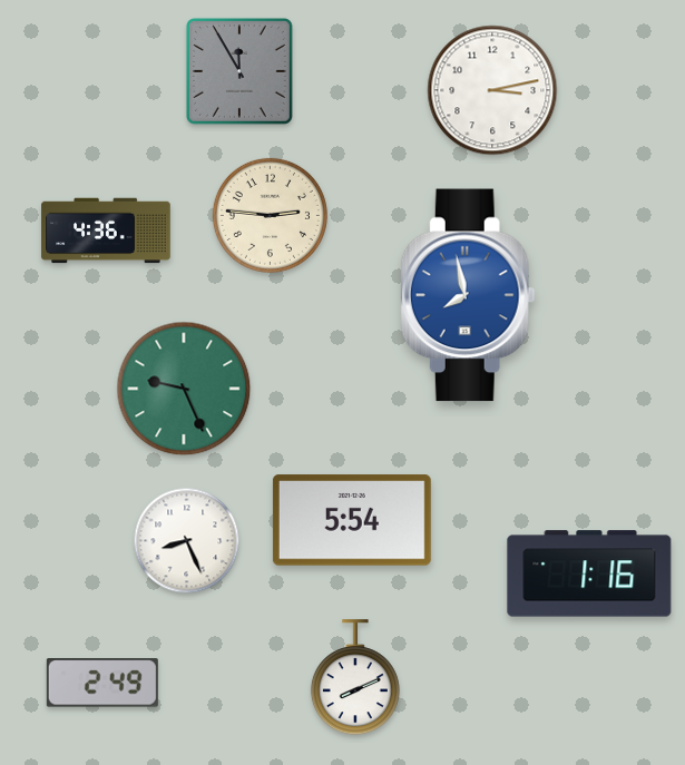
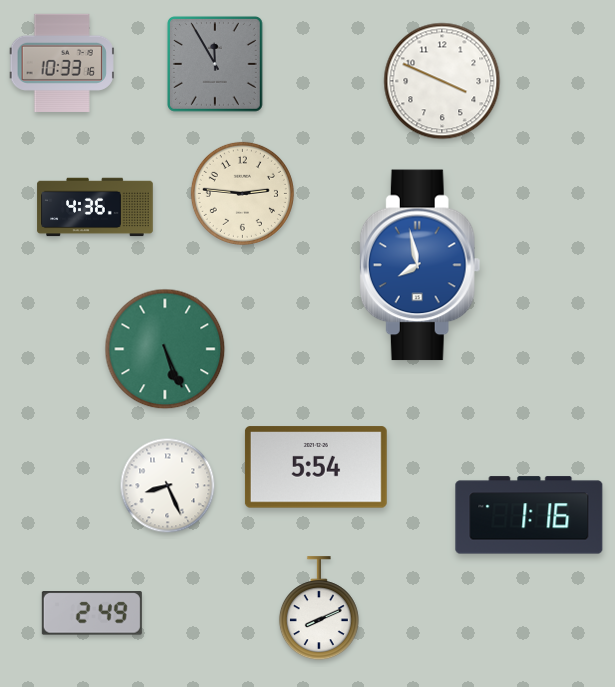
clock at (62, 62): none -> 10:33
clock at (492, 90): 3:13 -> 3:49
clock at (184, 389): 9:26 -> 5:26
